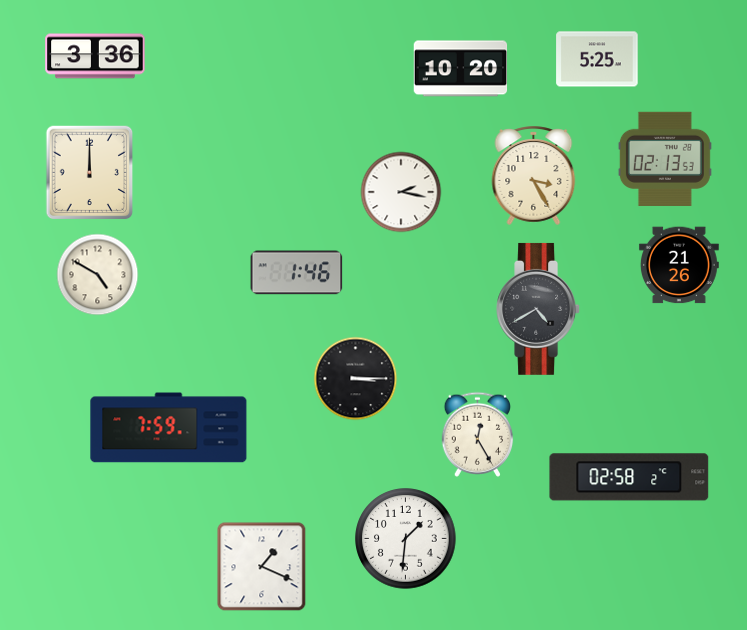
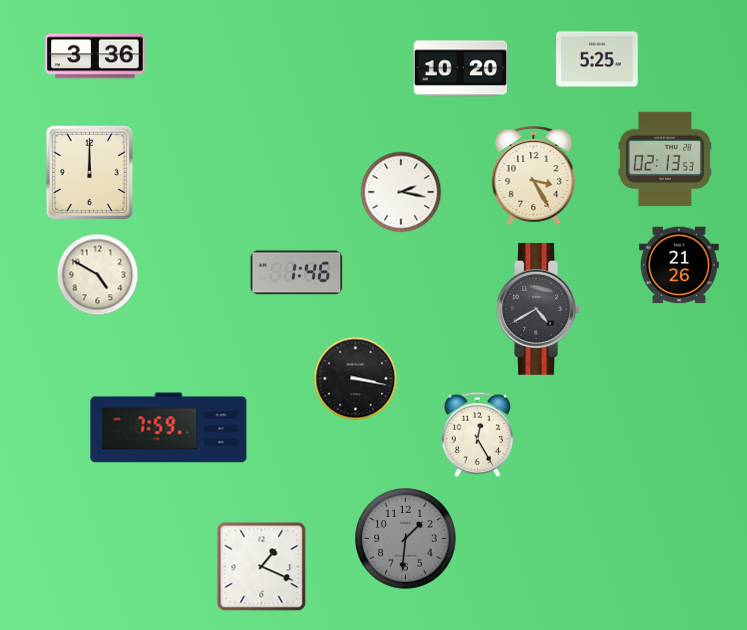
clock at (356, 379): 3:15 -> 3:17
clock at (629, 477): 02:58 -> none
clock at (406, 539) dial: white -> grey
